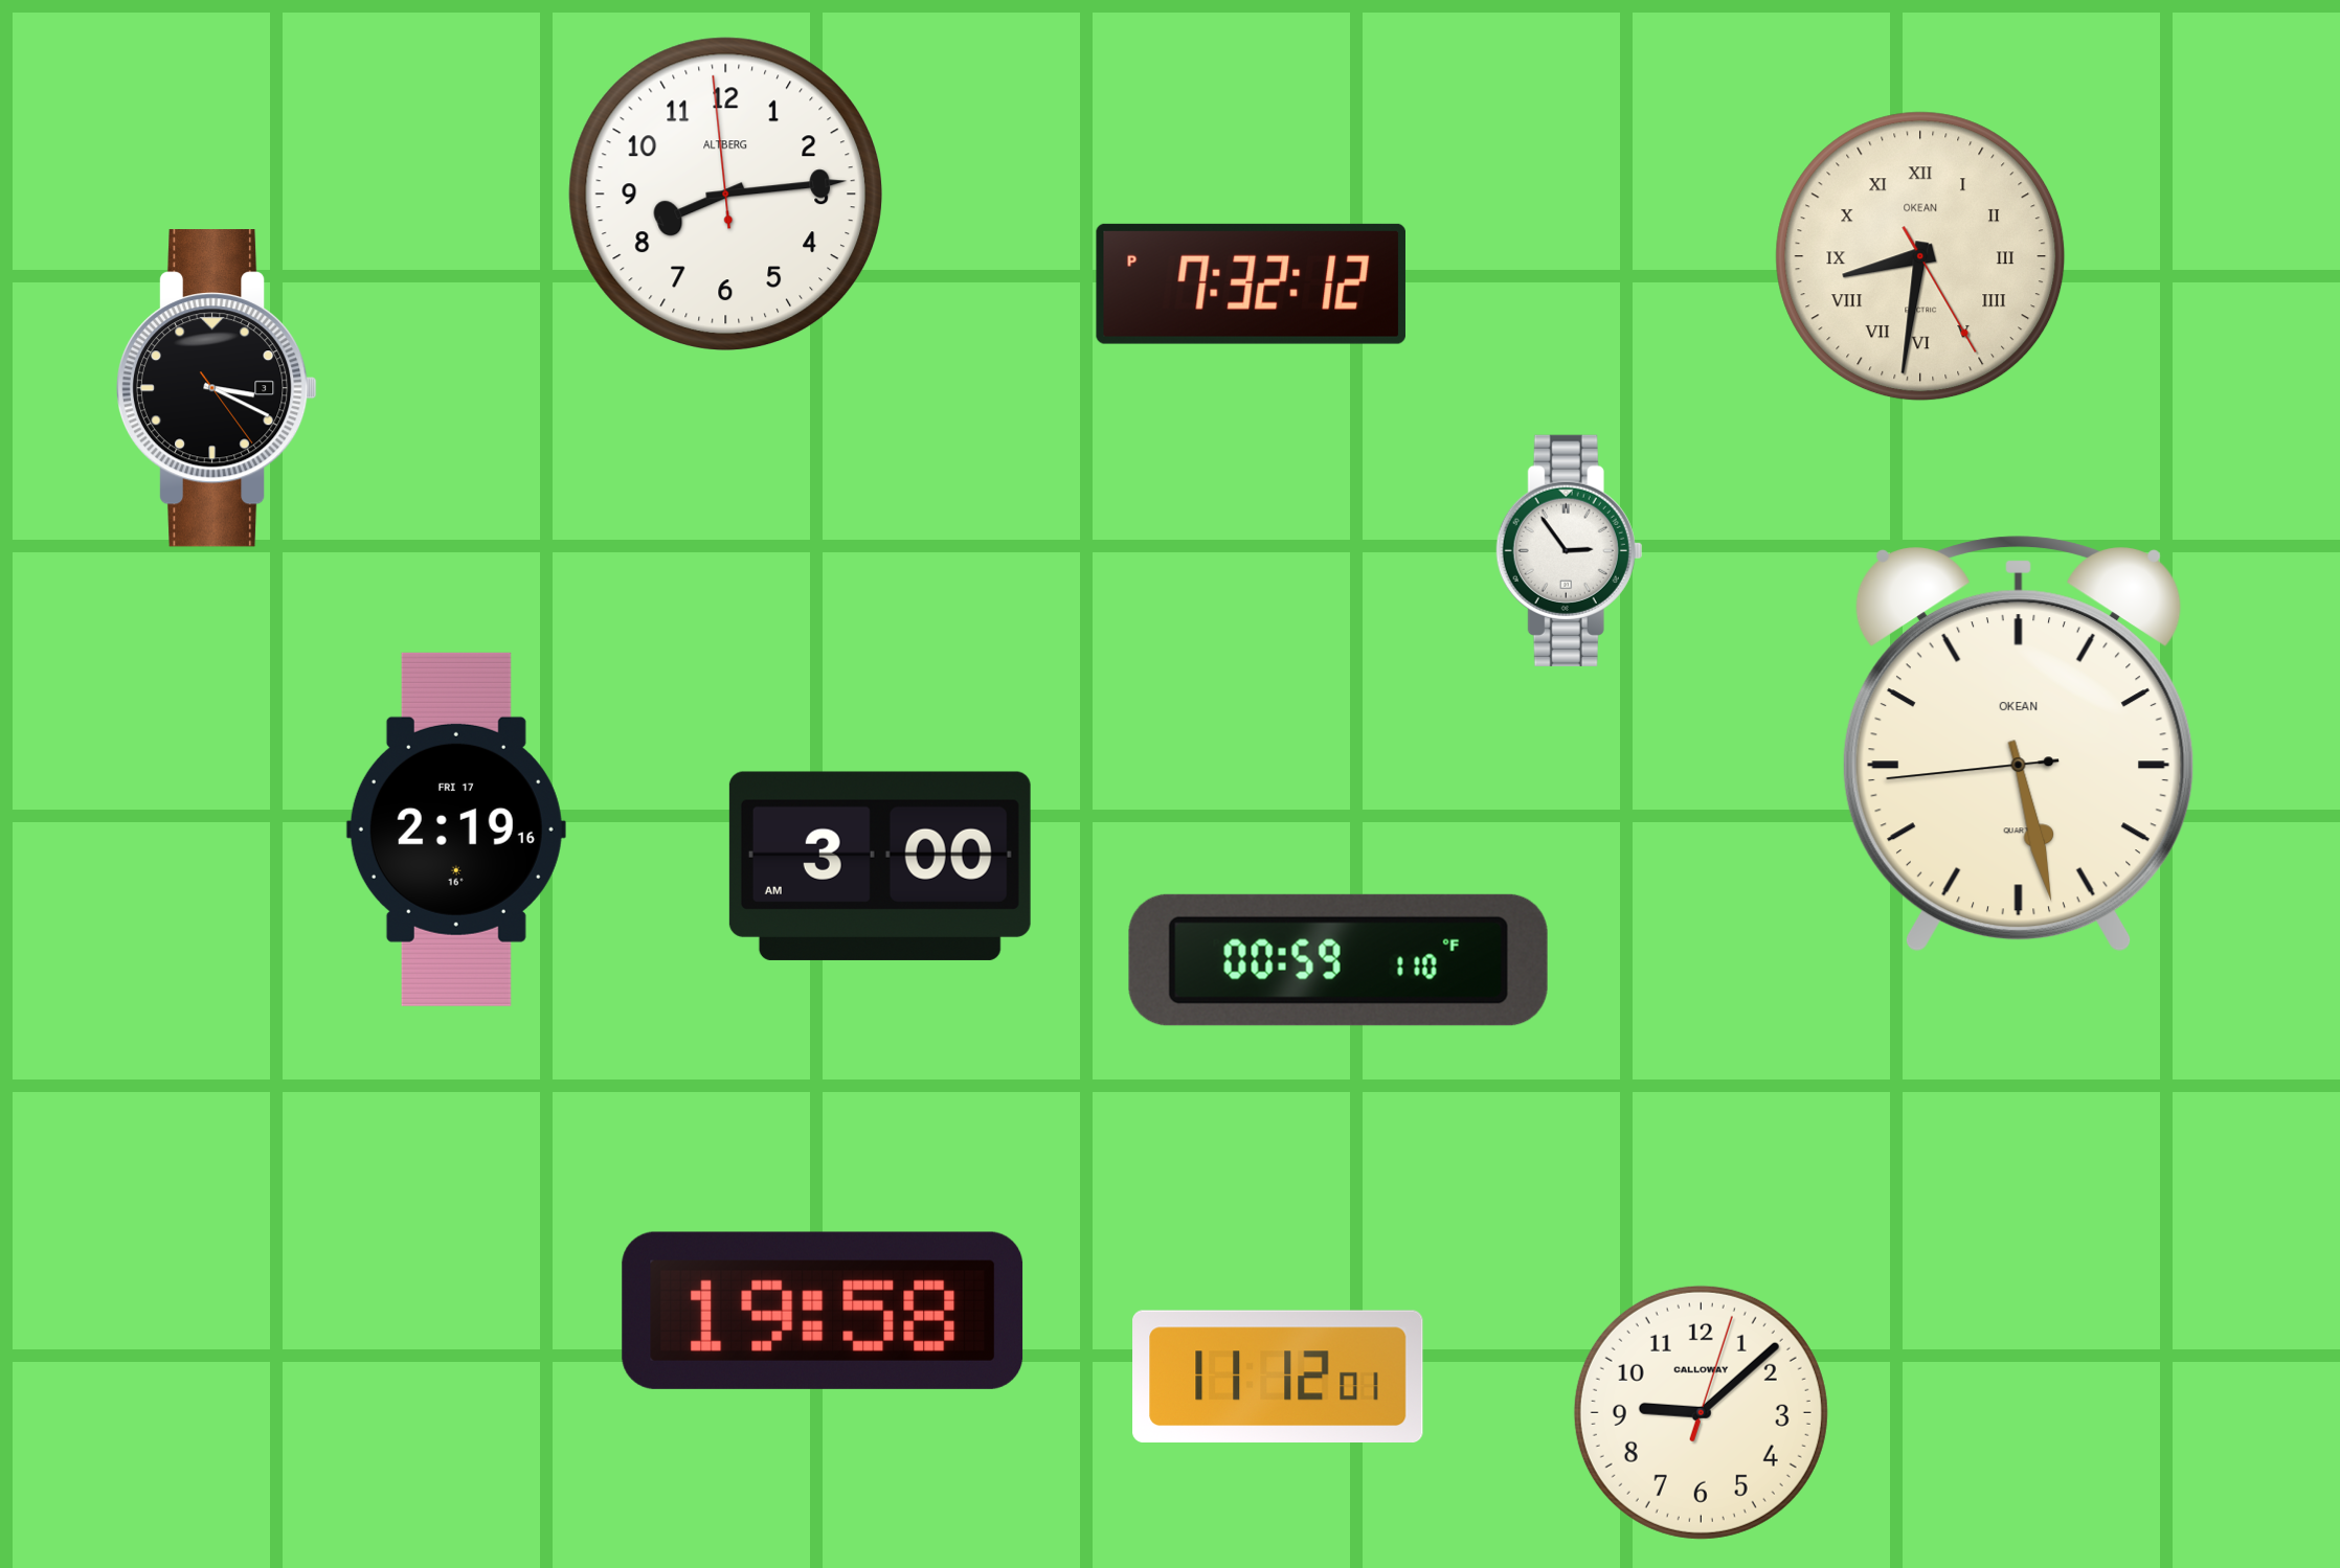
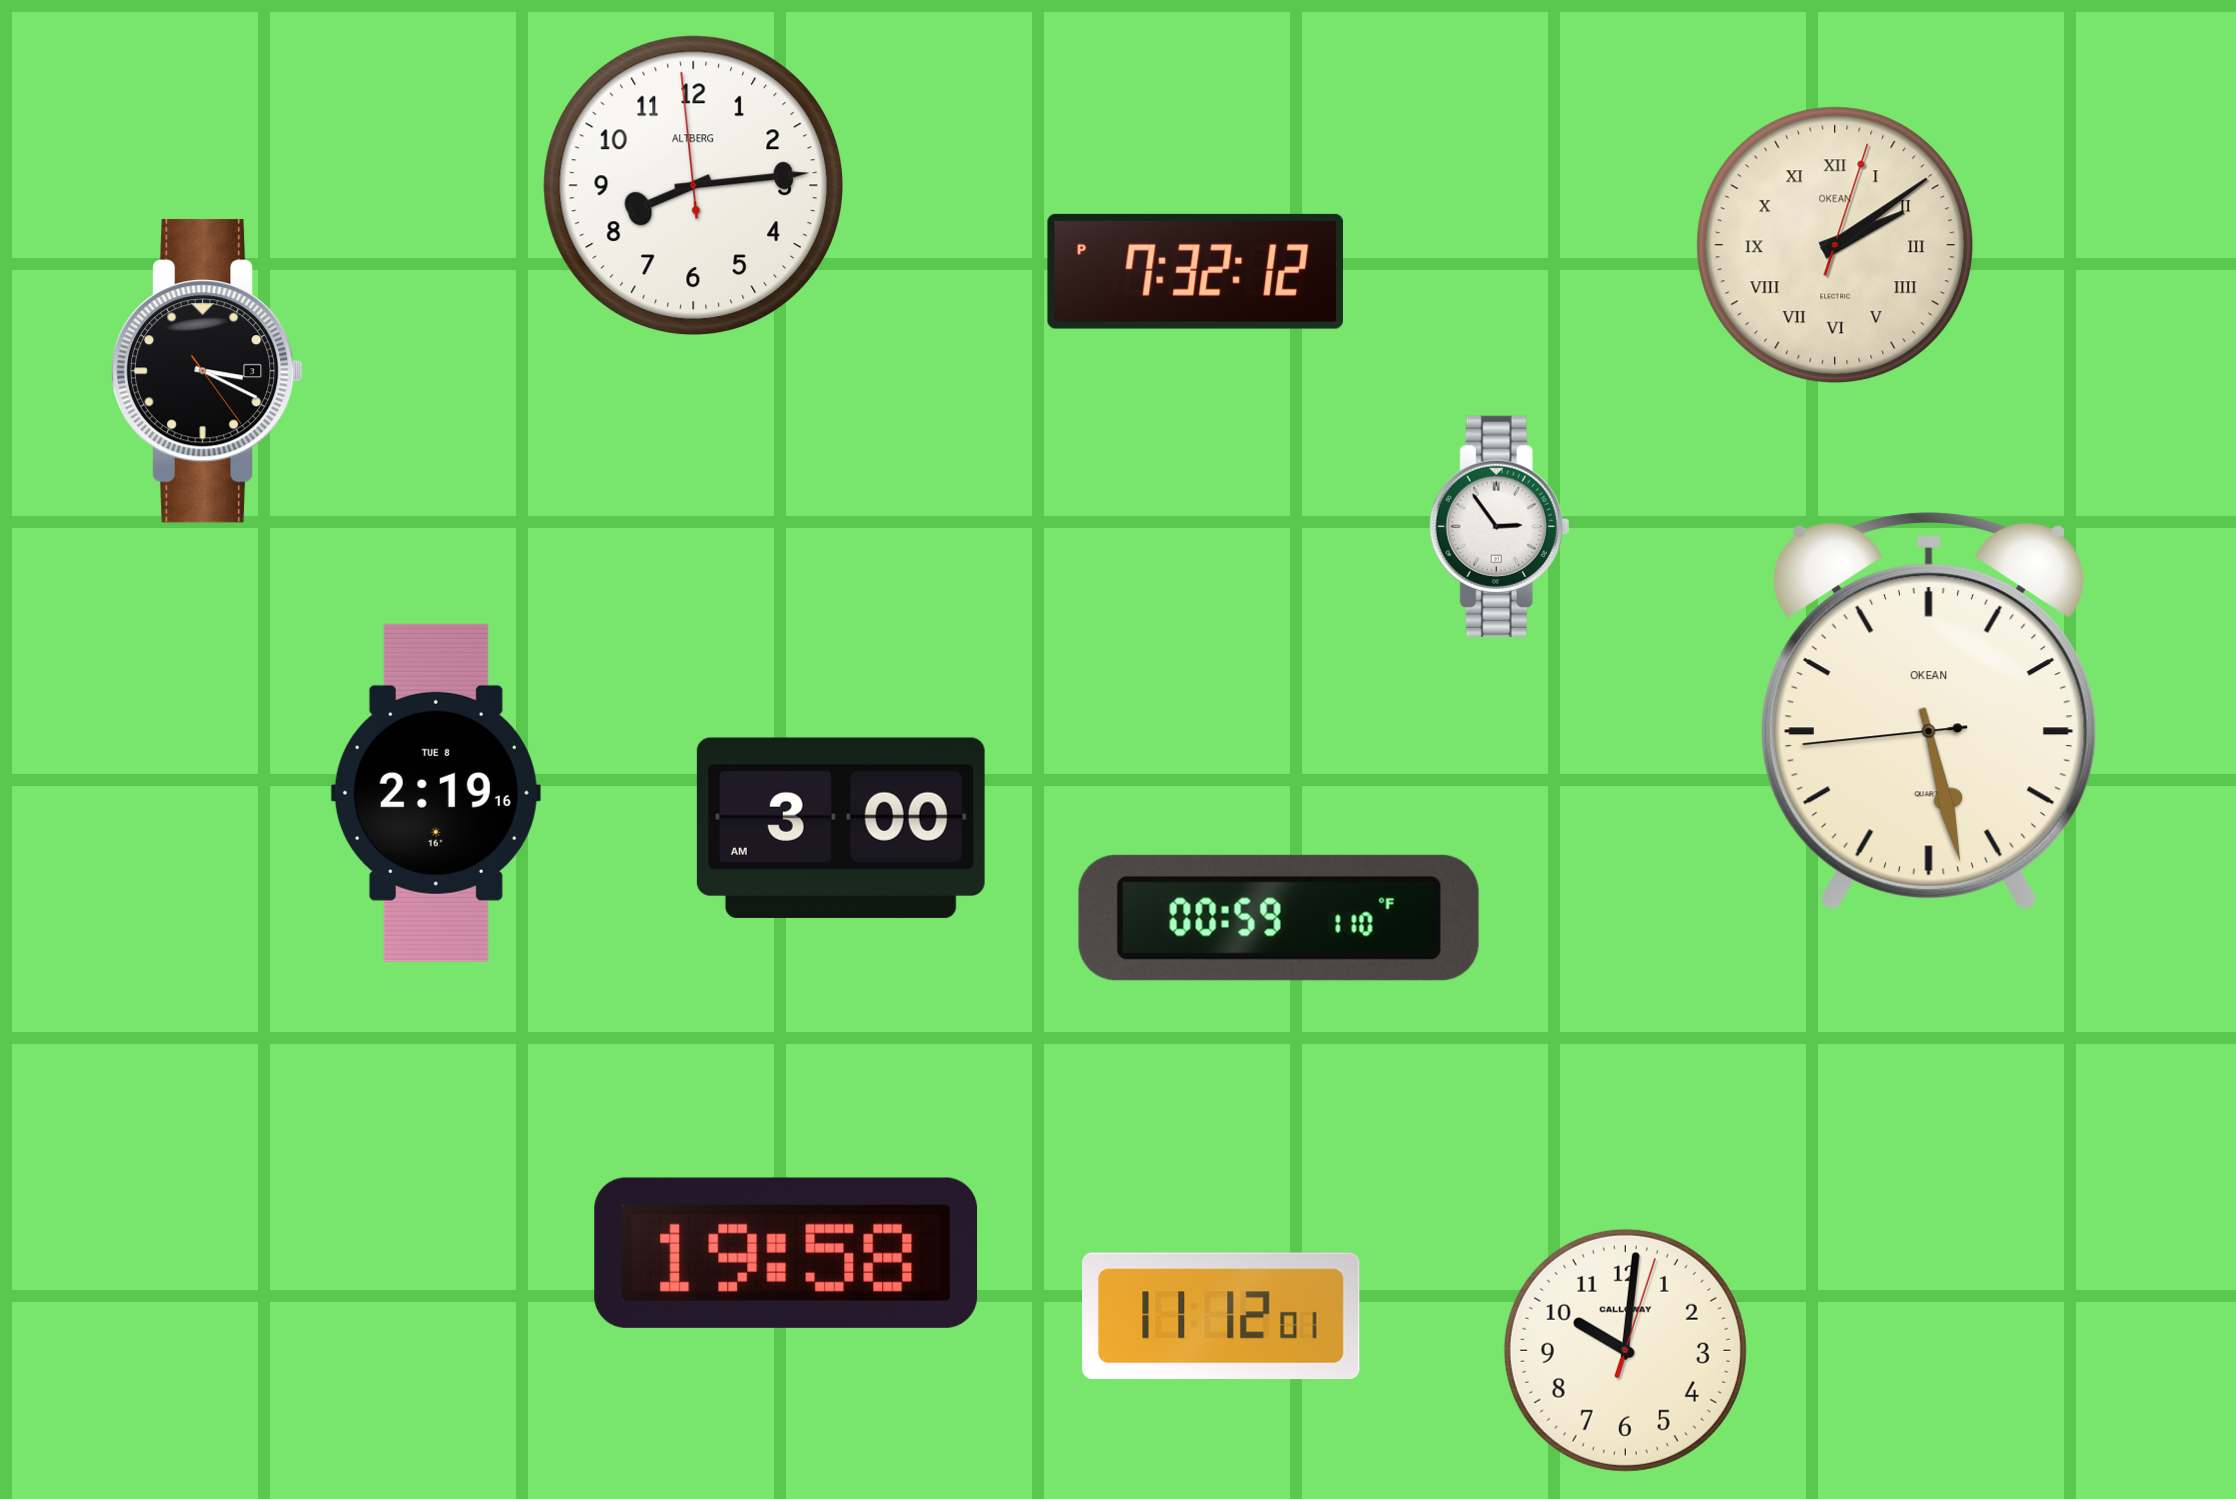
clock at (1920, 256): 8:31 -> 2:09
clock at (456, 830) date: FRI 17 -> TUE 8
clock at (1701, 1412): 9:08 -> 10:01
